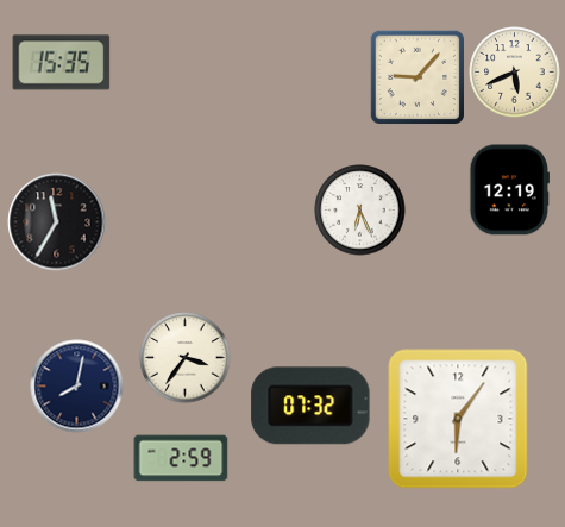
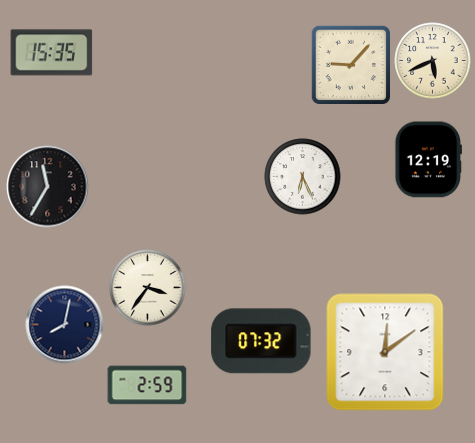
clock at (186, 358) position: (186, 358) -> (148, 288)
clock at (458, 419): 6:06 -> 12:09
clock at (181, 458) position: (181, 458) -> (147, 385)
